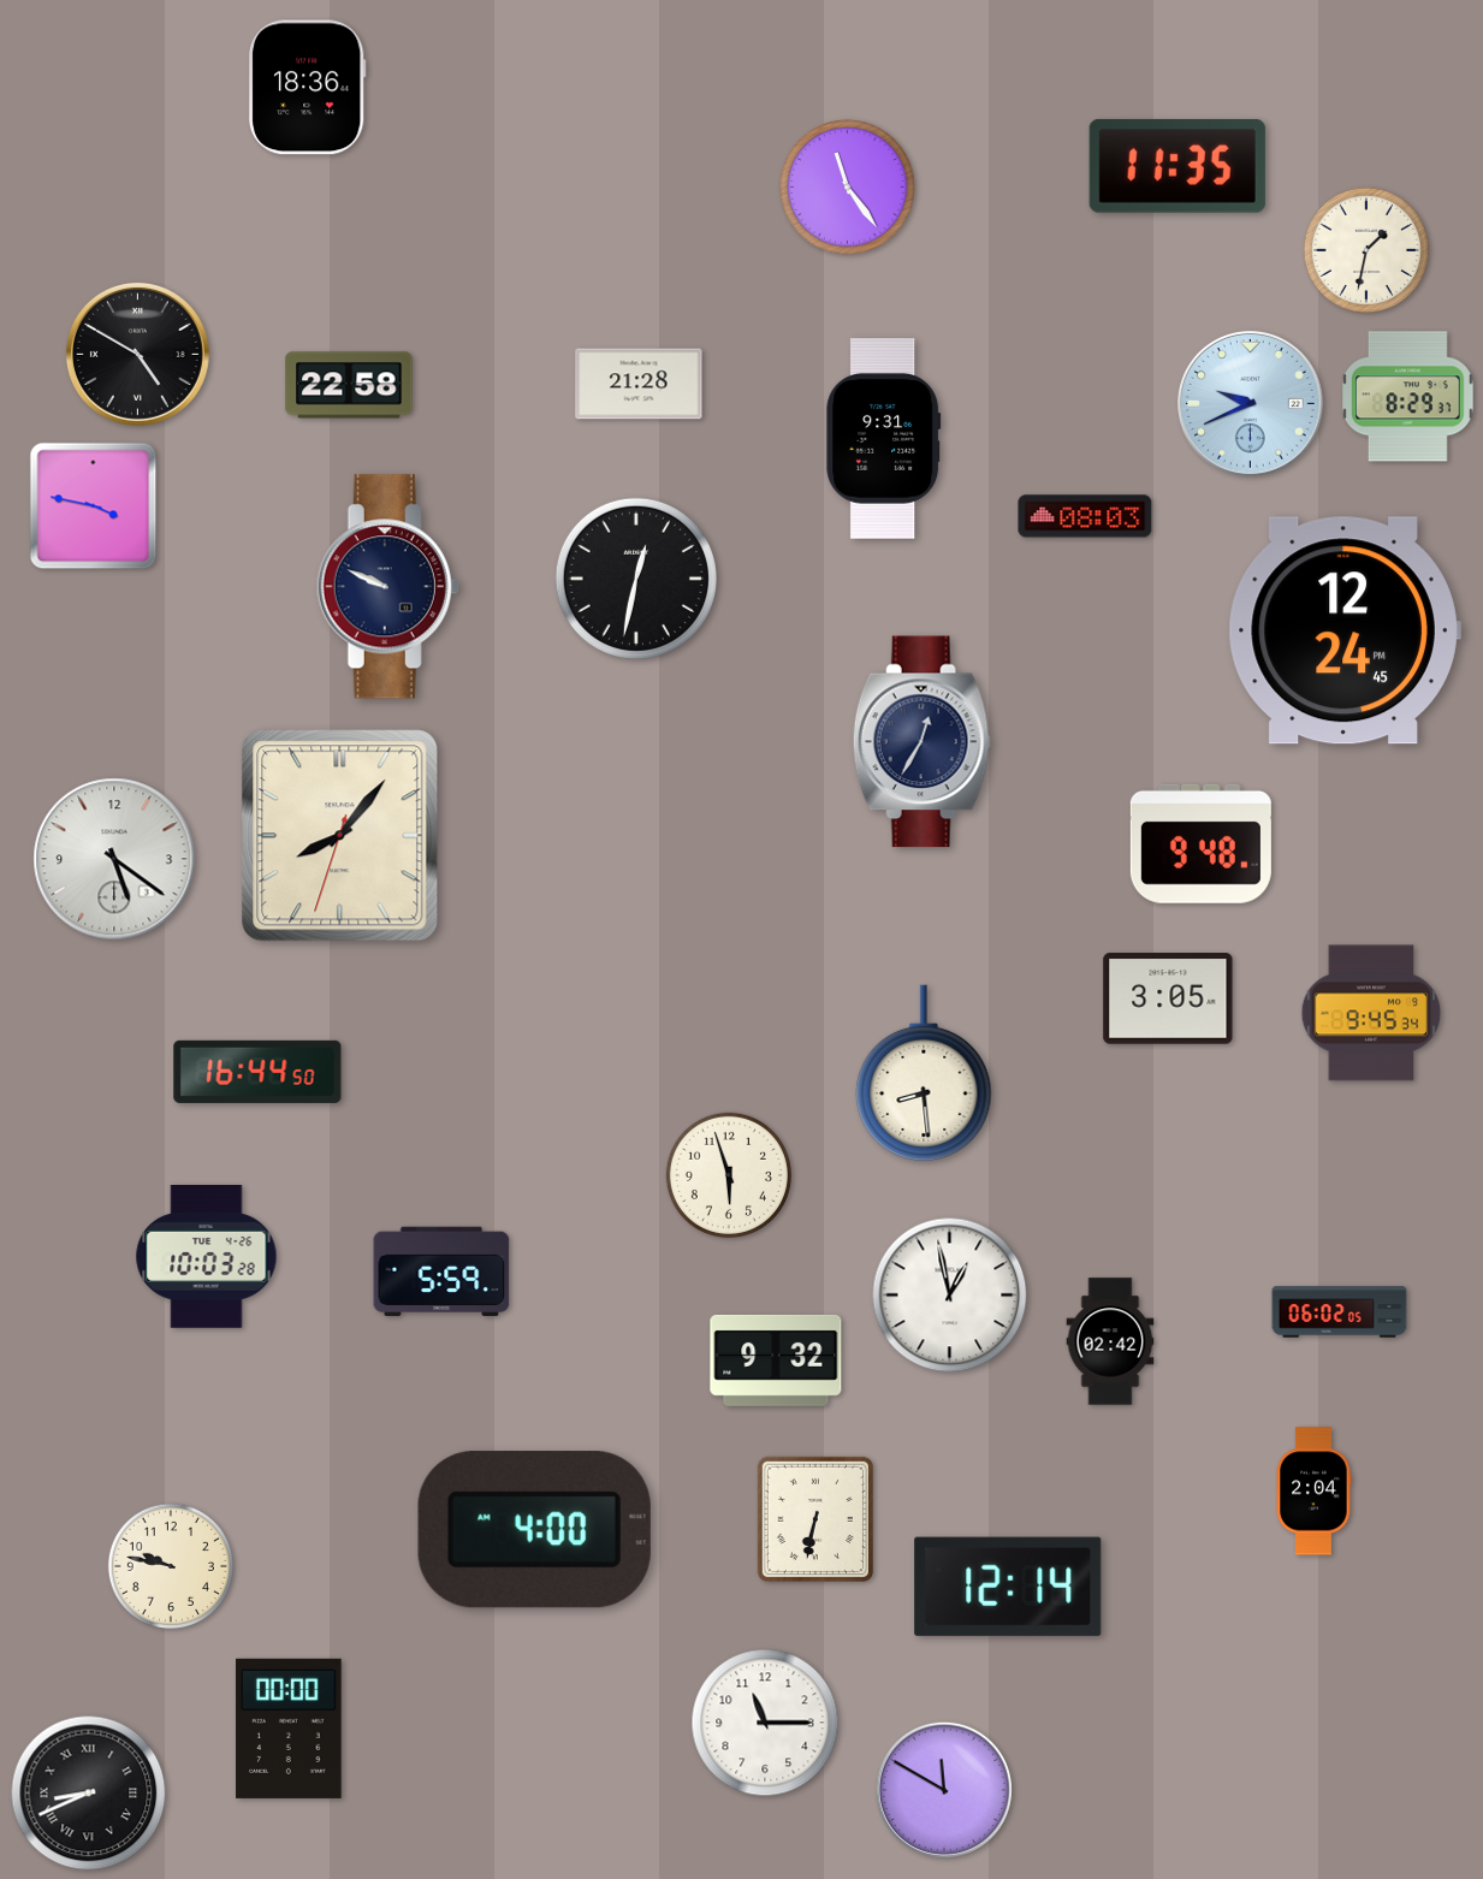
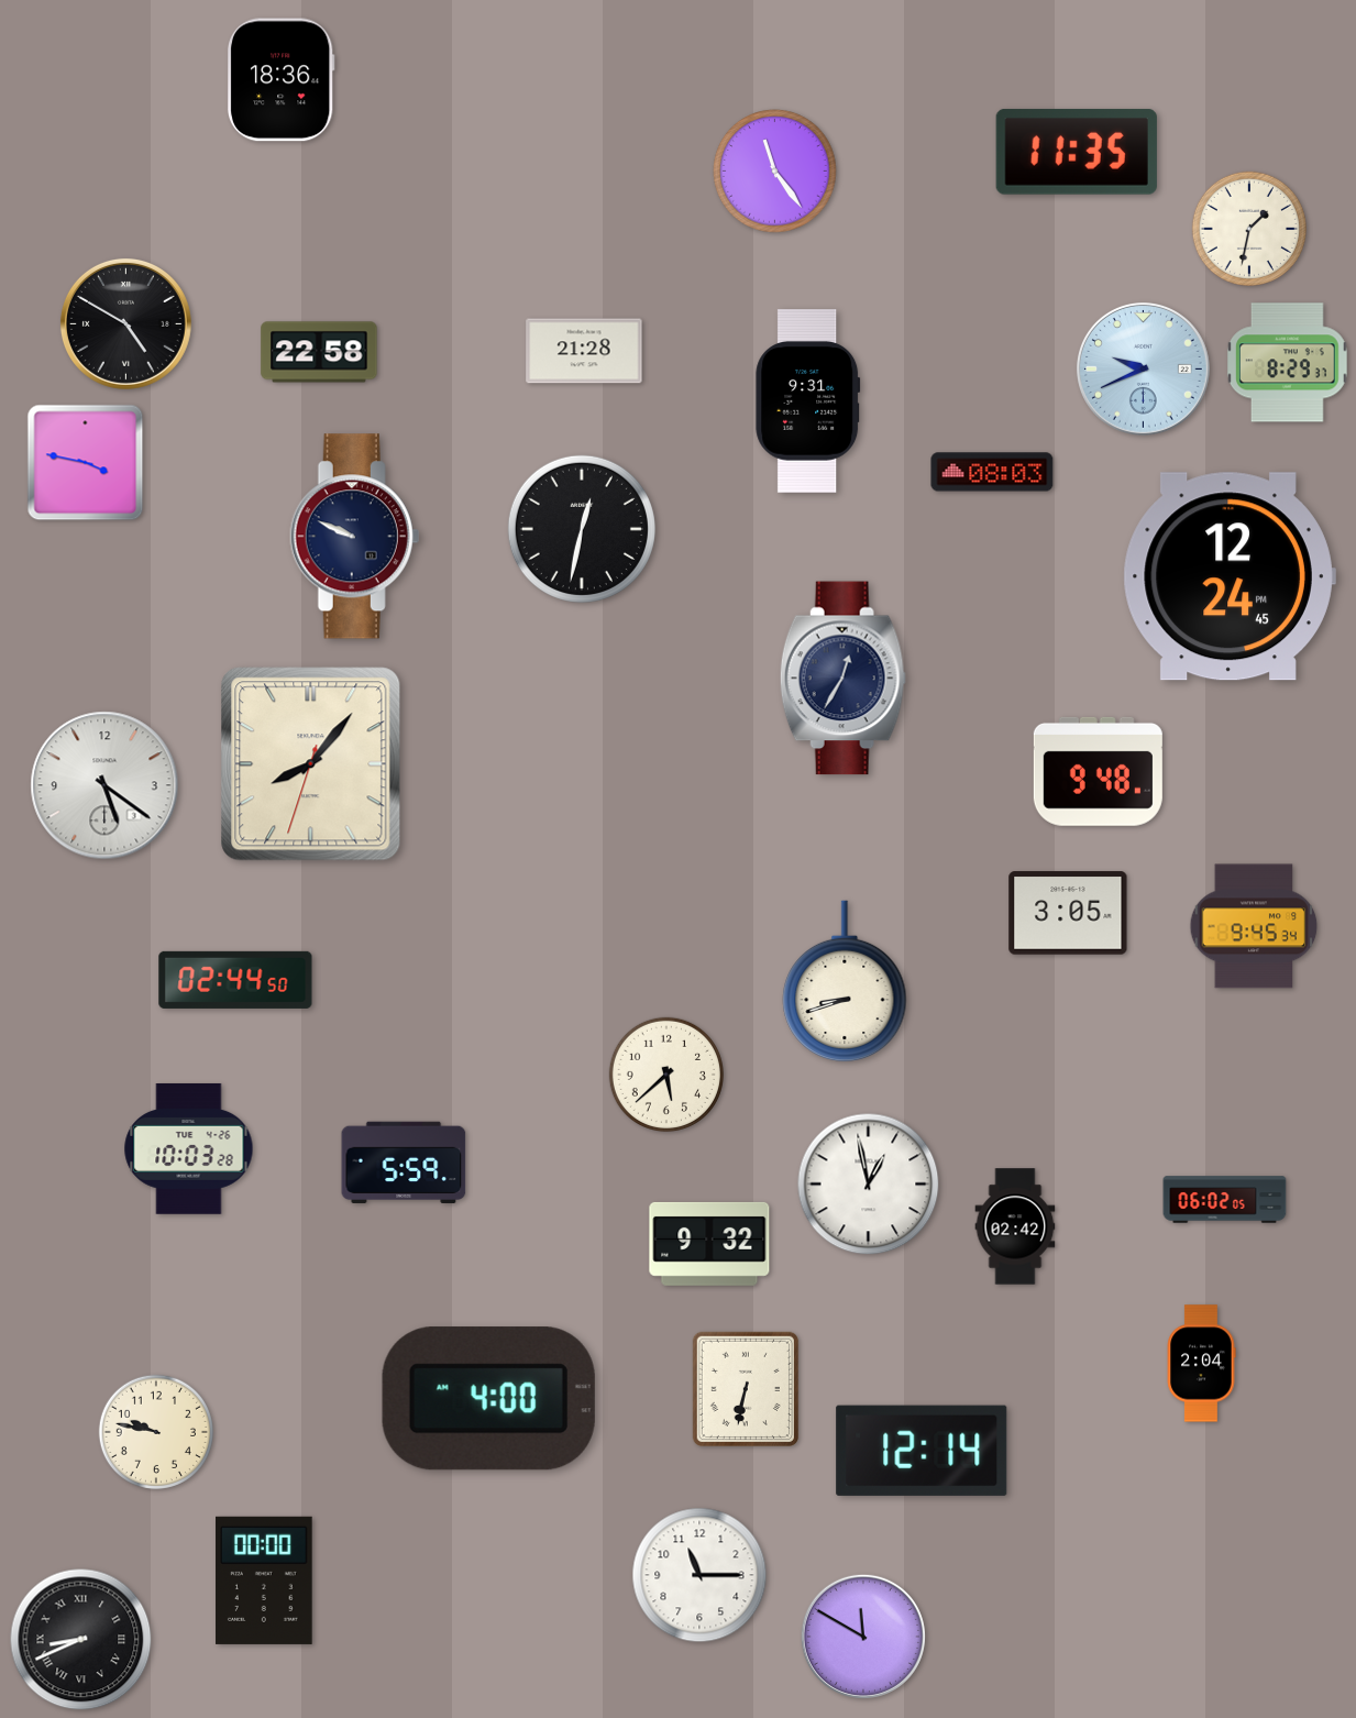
clock at (257, 1072): 16:44 -> 02:44
clock at (924, 1073): 8:29 -> 8:42
clock at (729, 1175): 5:57 -> 5:38
